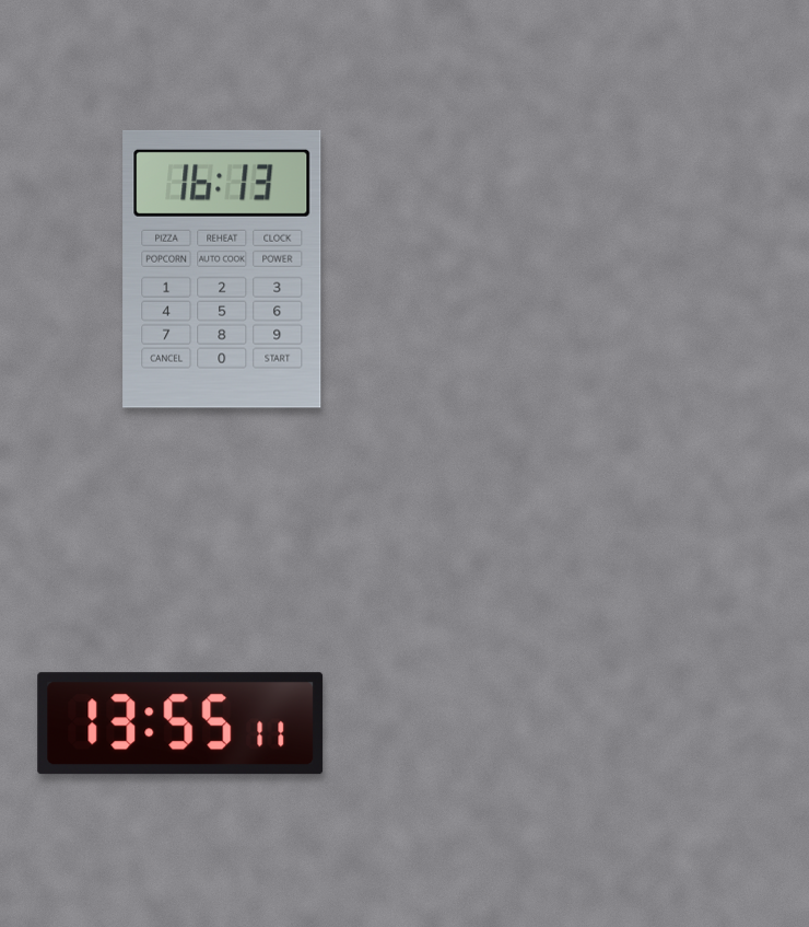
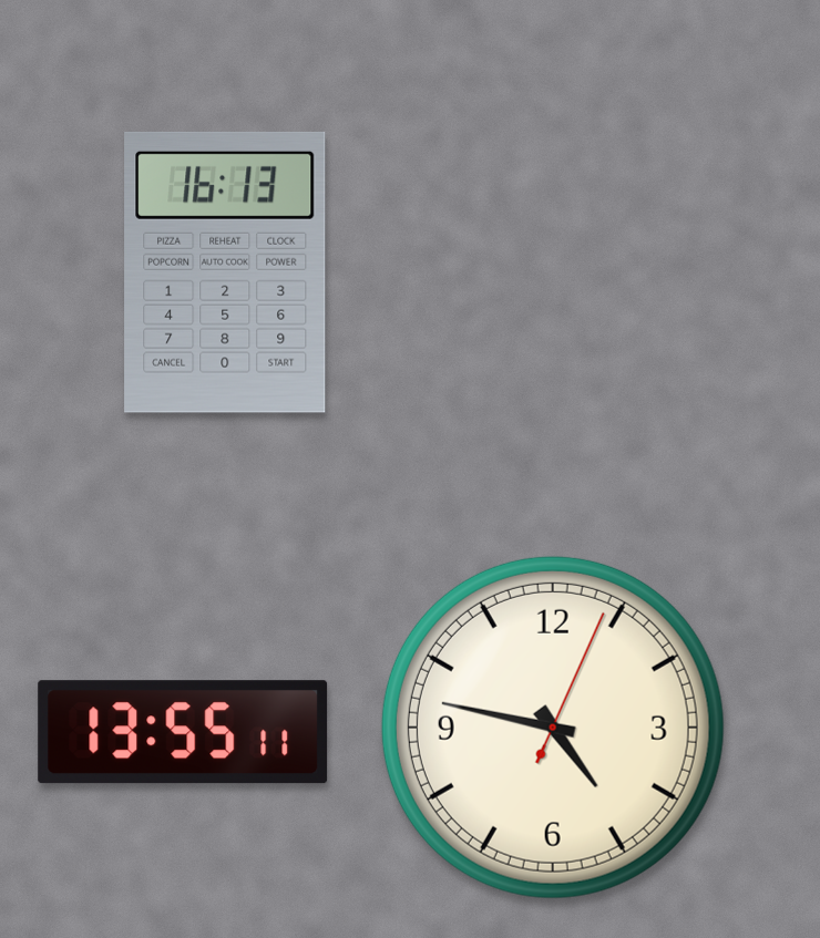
clock at (553, 728): none -> 4:47
